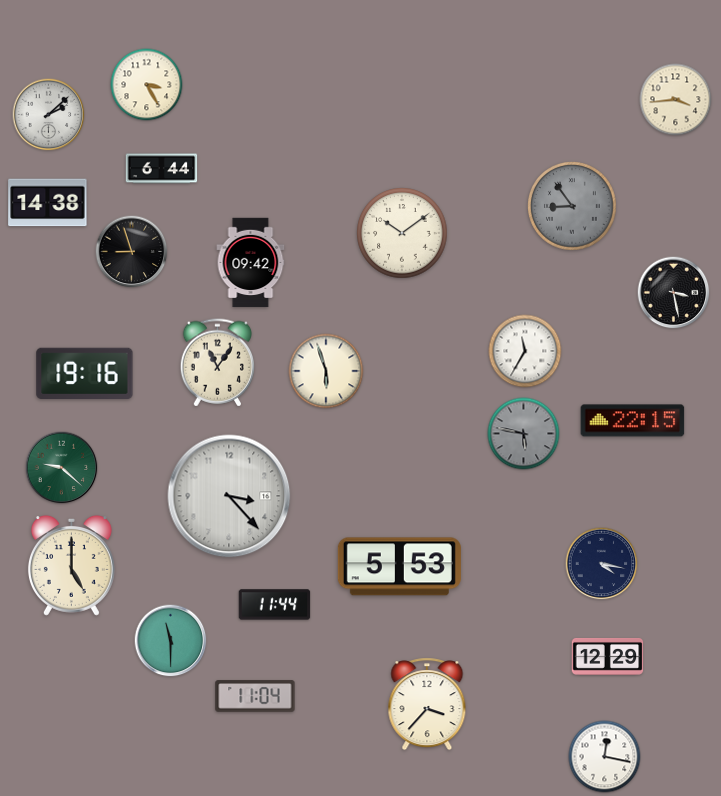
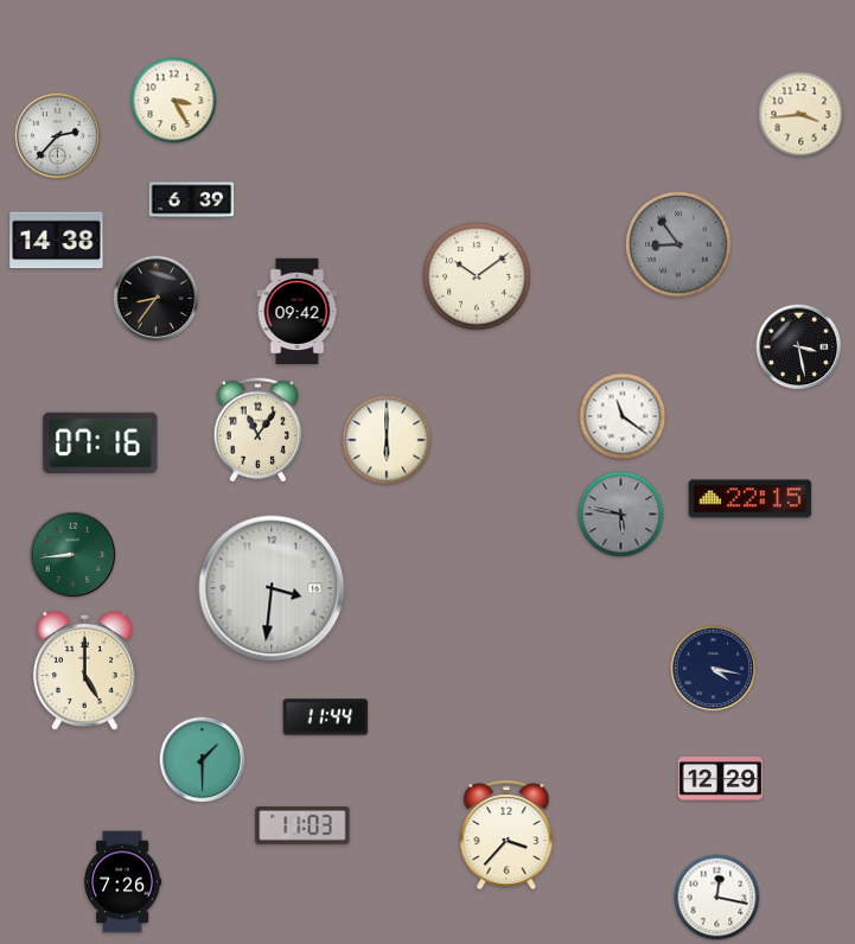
clock at (676, 100) position: (676, 100) -> (802, 115)
clock at (49, 115): 2:08 -> 2:37
clock at (162, 169): 6:44 -> 6:39
clock at (132, 252): 8:57 -> 8:36
clock at (525, 351): 11:35 -> 11:21
clock at (326, 371): 5:57 -> 6:00
clock at (85, 373): 19:16 -> 07:16
clock at (62, 468): 9:22 -> 8:44
clock at (229, 496): 3:23 -> 3:31
clock at (399, 567): 5:53 -> none
clock at (171, 641): 11:30 -> 1:30
clock at (255, 696): 11:04 -> 11:03
clock at (123, 882): none -> 7:26
